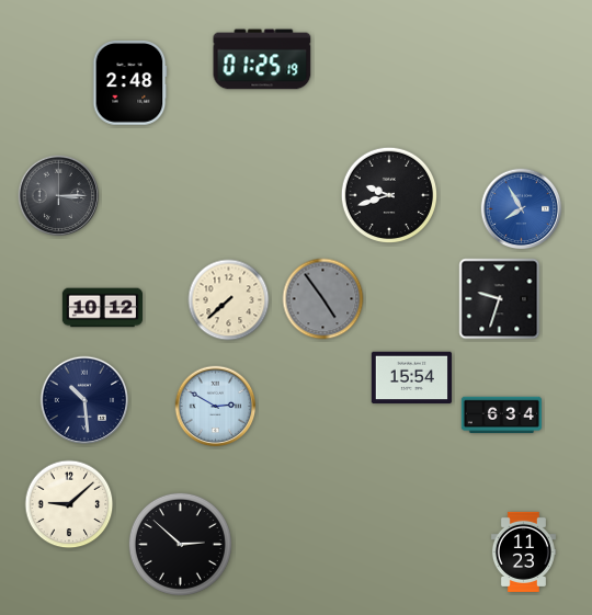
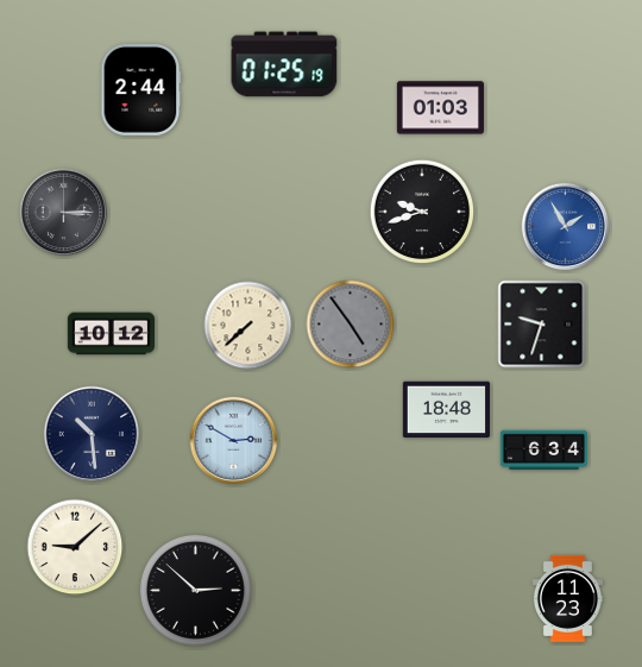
clock at (129, 83): 2:48 -> 2:44
clock at (440, 108): none -> 01:03
clock at (522, 209): 7:55 -> 1:55
clock at (411, 378): 15:54 -> 18:48
